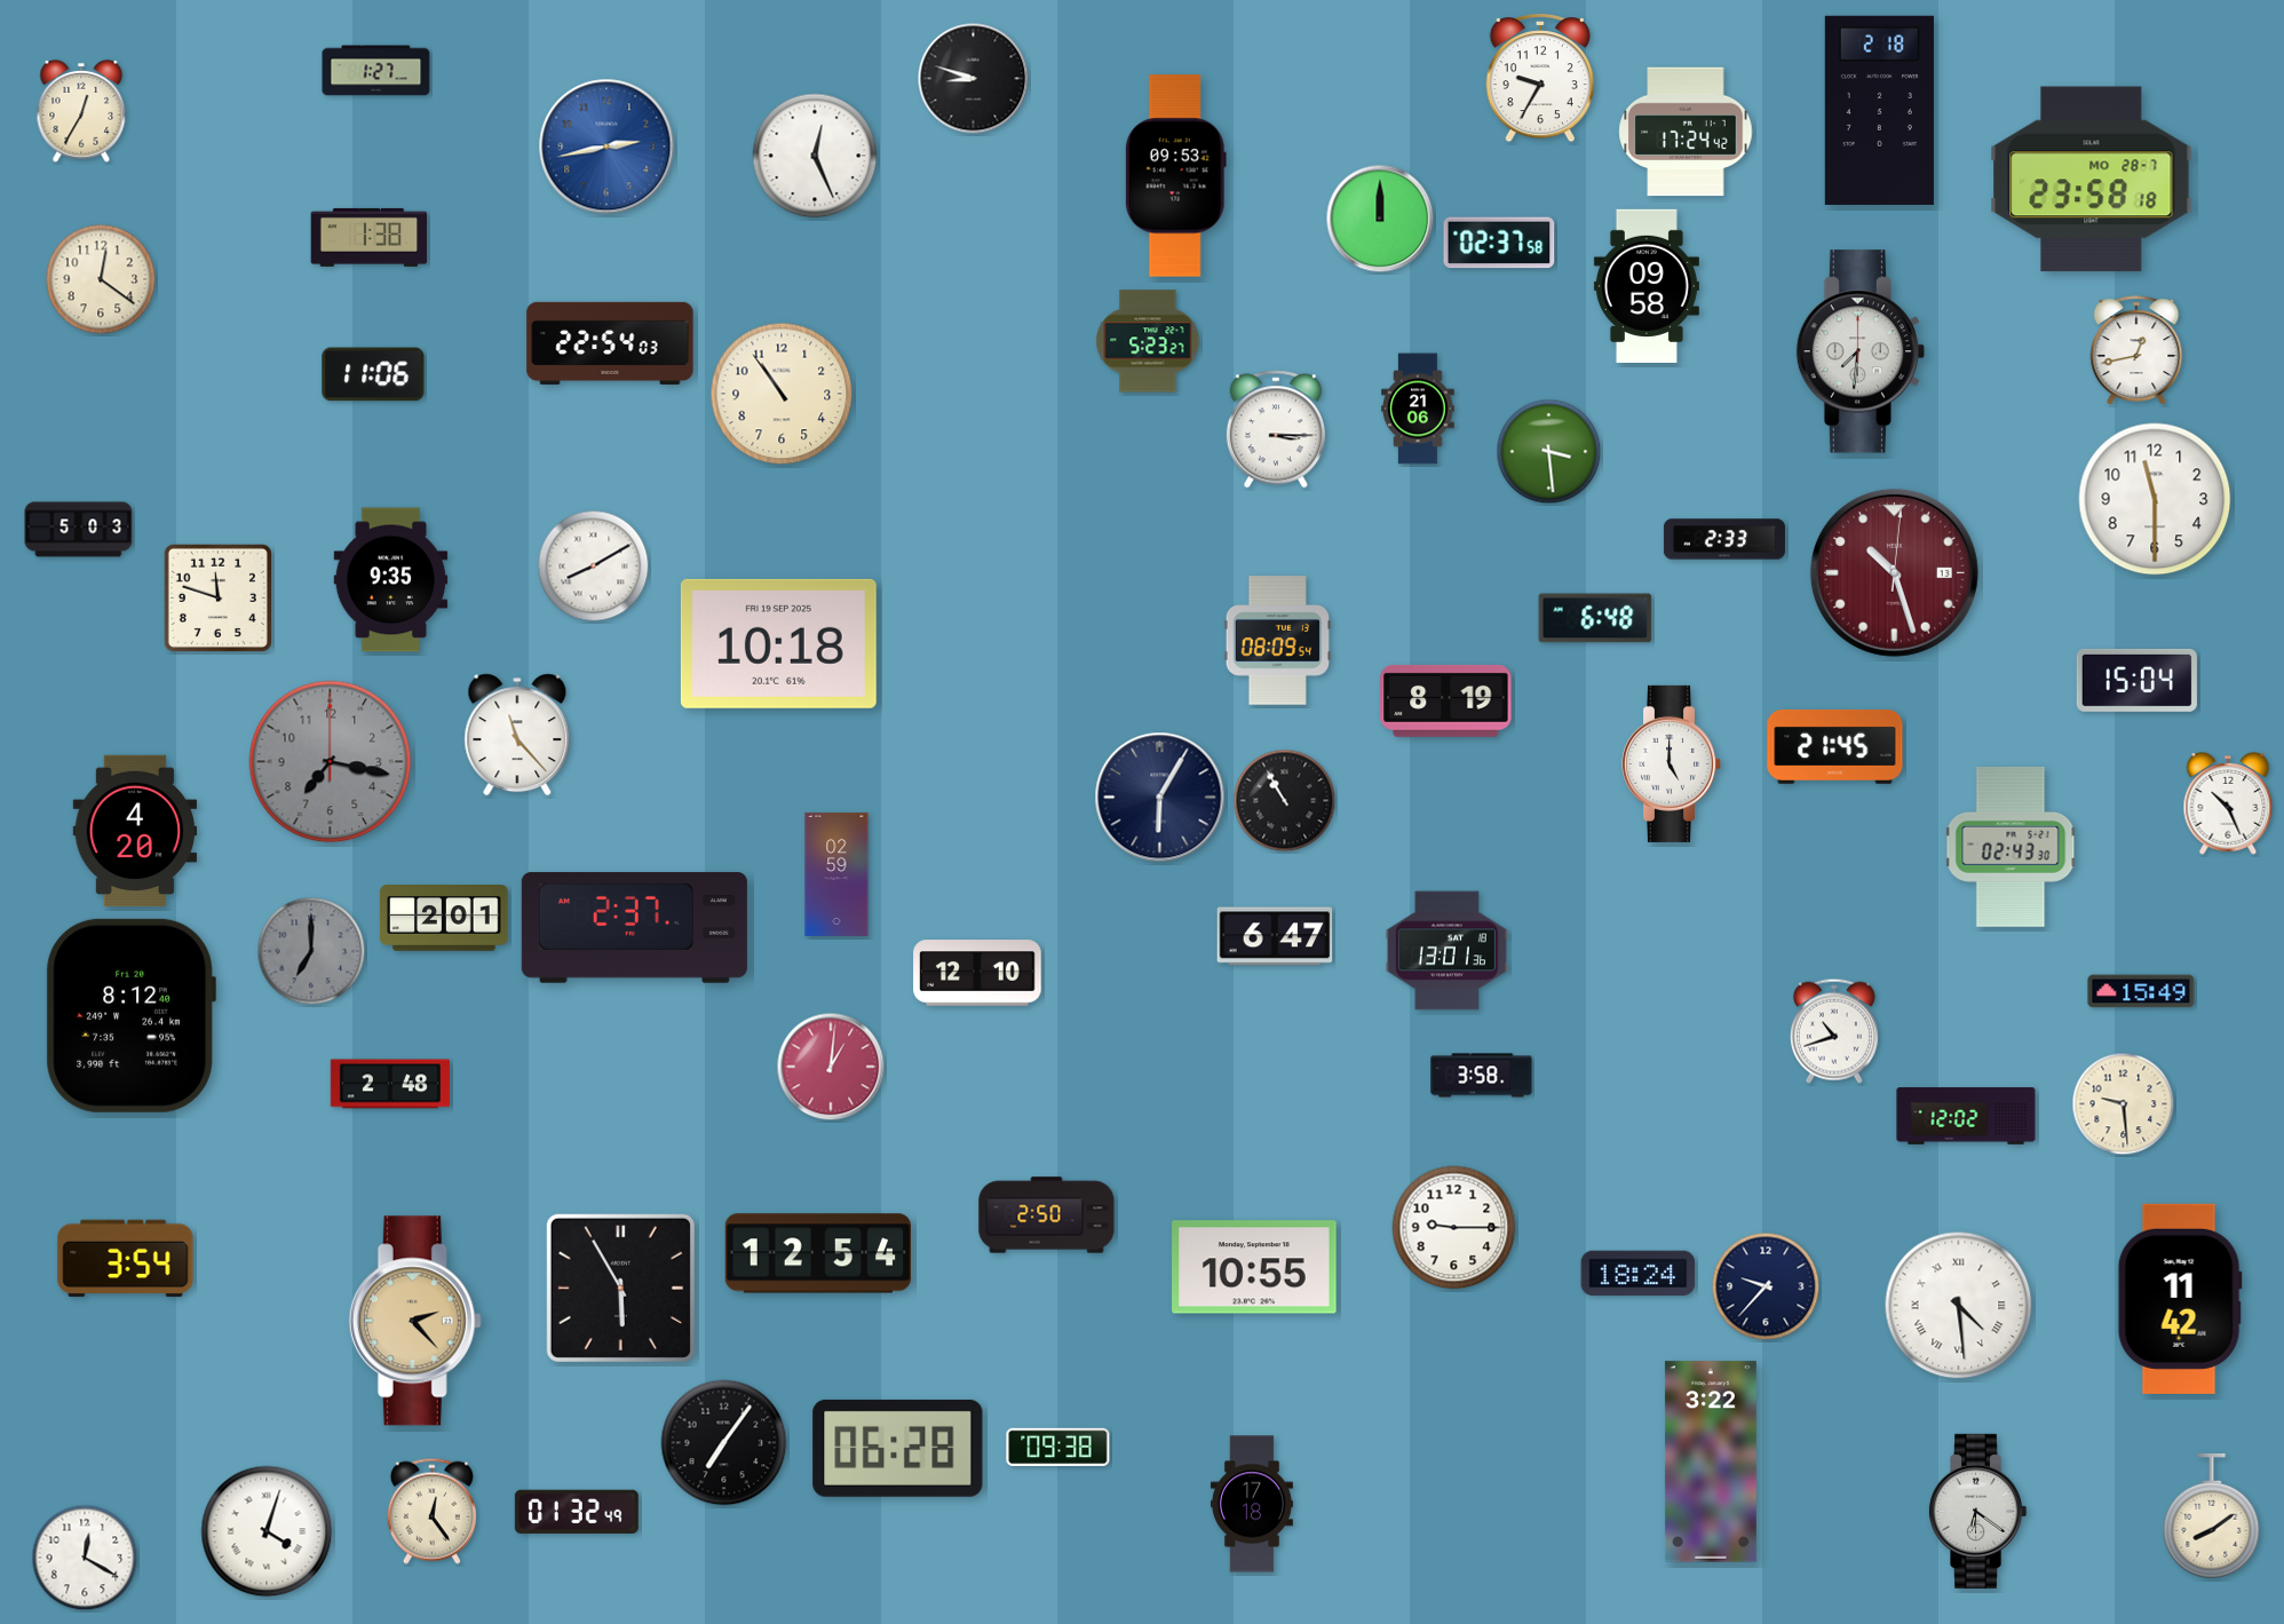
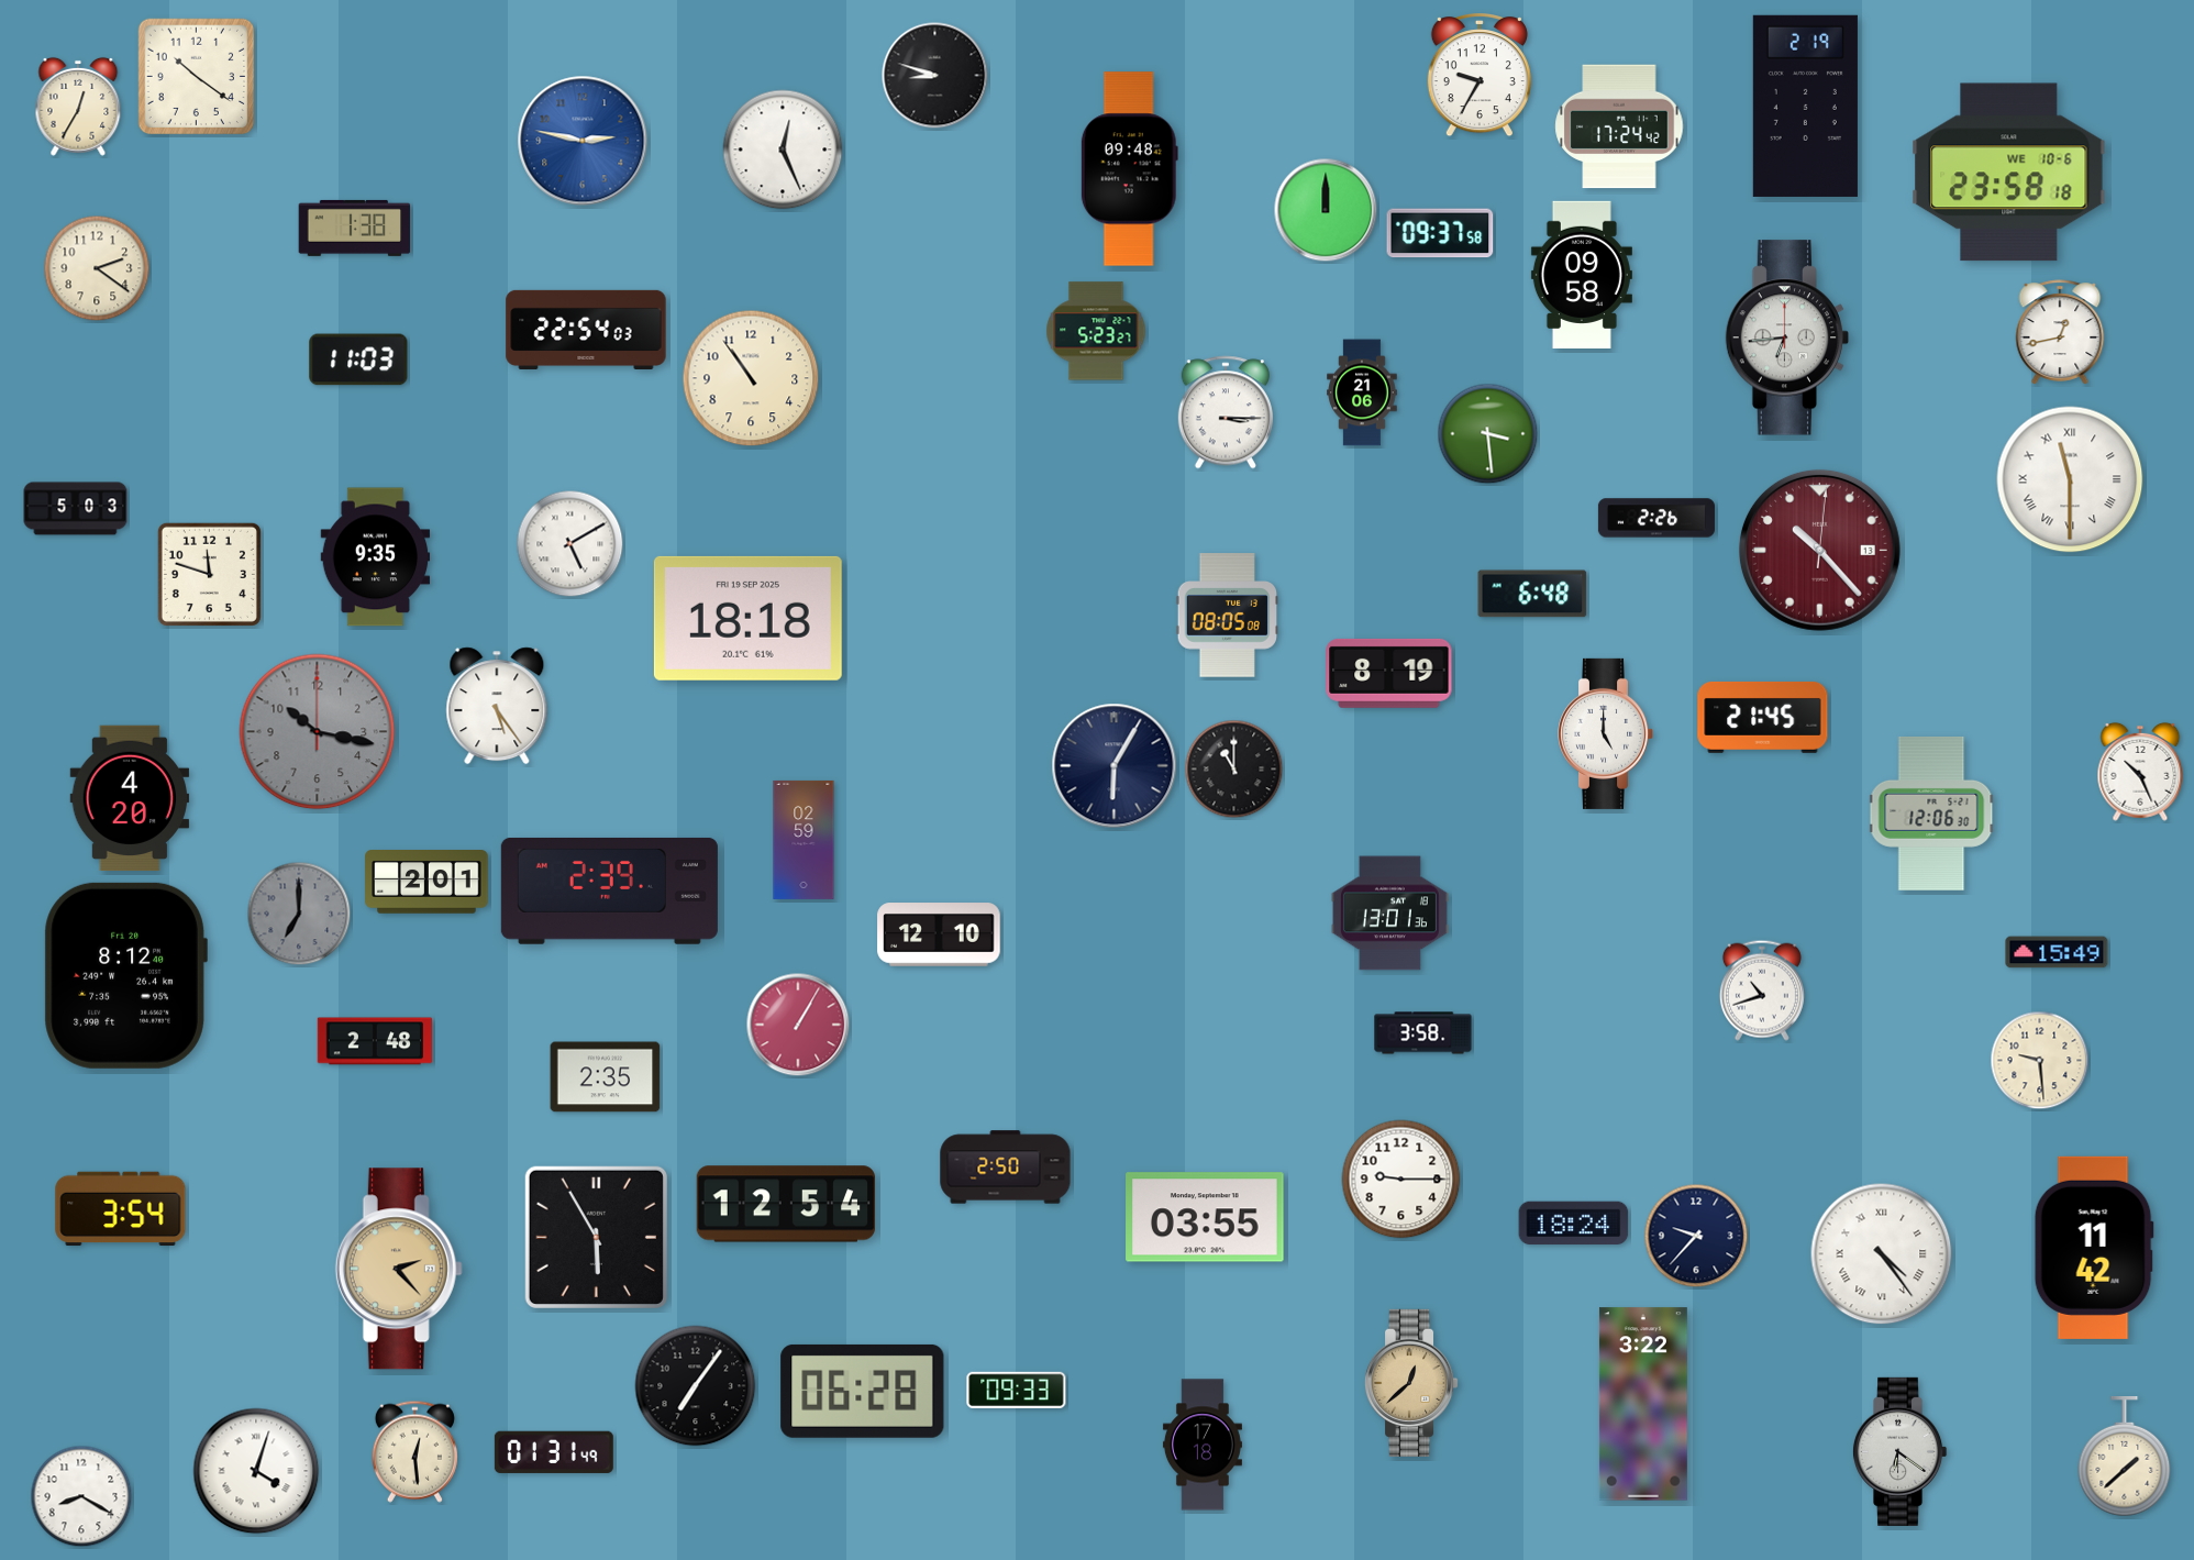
clock at (376, 71): 1:27 -> none
clock at (197, 77): none -> 10:21
clock at (1879, 110): 2:18 -> 2:19
clock at (606, 146): 2:43 -> 2:47
clock at (1175, 176): 09:53 -> 09:48
clock at (2092, 180) date: MO 28-7 -> WE 10-6
clock at (1499, 243): 02:37 -> 09:37
clock at (101, 279): 12:21 -> 2:21
clock at (1148, 341) position: (1148, 341) -> (1096, 331)
clock at (2136, 350) position: (2136, 350) -> (2060, 332)
clock at (1861, 351): 7:31 -> 6:44
clock at (373, 374): 11:06 -> 11:03
clock at (2155, 499) numerals: Arabic -> Roman
clock at (1724, 539): 2:33 -> 2:26
clock at (594, 567): 8:10 -> 5:10
clock at (1894, 572): 10:27 -> 10:23
clock at (1277, 641): 08:09 -> 08:05
clock at (778, 643): 10:18 -> 18:18
clock at (2136, 680): 15:04 -> none
clock at (517, 735): 11:23 -> 5:24
clock at (331, 762): 7:17 -> 10:17
clock at (1285, 801): 10:55 -> 11:00
clock at (2011, 847): 02:43 -> 12:06
clock at (634, 927): 2:37 -> 2:39
clock at (1275, 936): 6:47 -> none
clock at (831, 1067): 1:01 -> 1:05
clock at (1966, 1116): 12:02 -> none
clock at (606, 1077): none -> 2:35
clock at (1454, 1228) position: (1454, 1228) -> (1401, 1180)
clock at (1254, 1267): 10:55 -> 03:55
clock at (1959, 1306): 4:29 -> 4:24
clock at (1411, 1383): none -> 12:38
clock at (1058, 1447): 09:38 -> 09:33
clock at (431, 1511): 12:24 -> 12:29
clock at (577, 1512): 01:32 -> 01:31
clock at (2212, 1516): 8:09 -> 1:38
clock at (85, 1558): 12:20 -> 8:20
